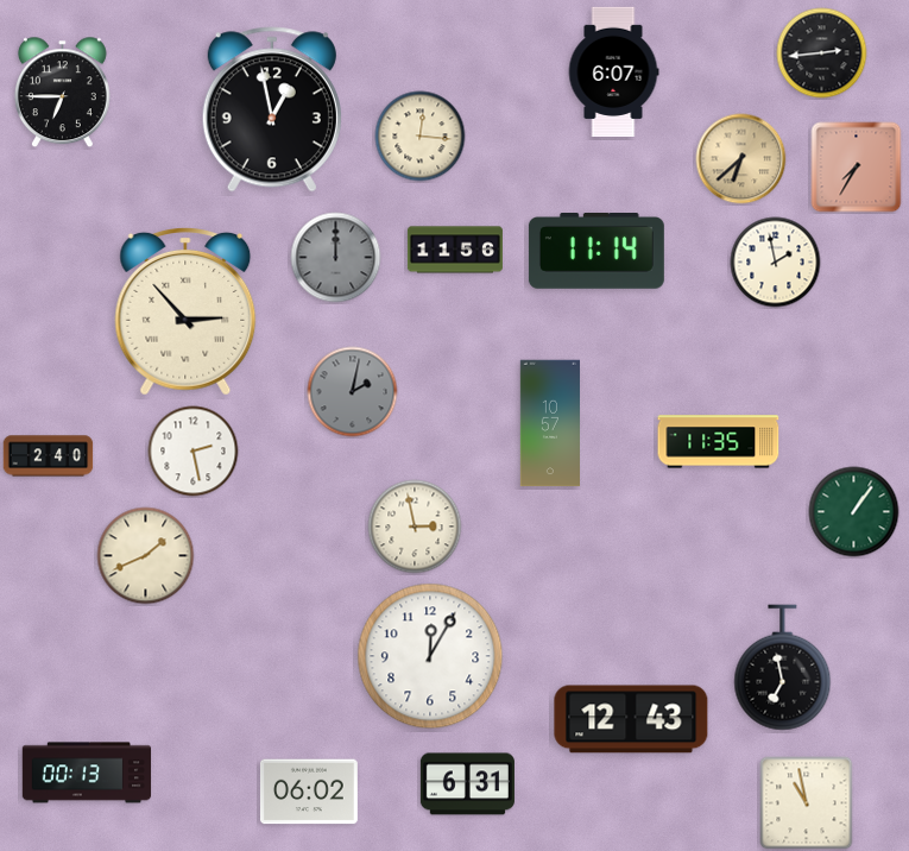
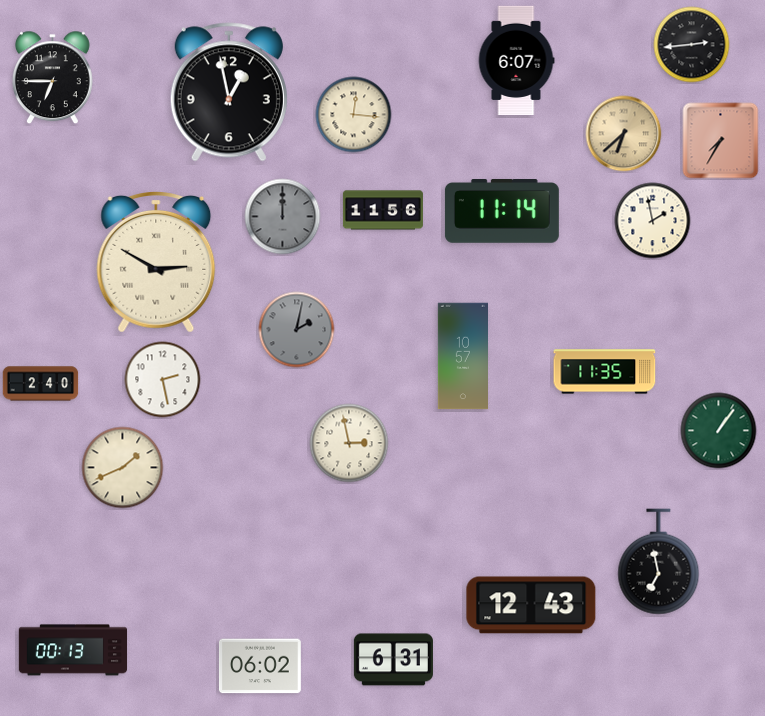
clock at (185, 313): 2:53 -> 2:50
clock at (430, 656): 12:05 -> none
clock at (807, 803): 10:58 -> none
